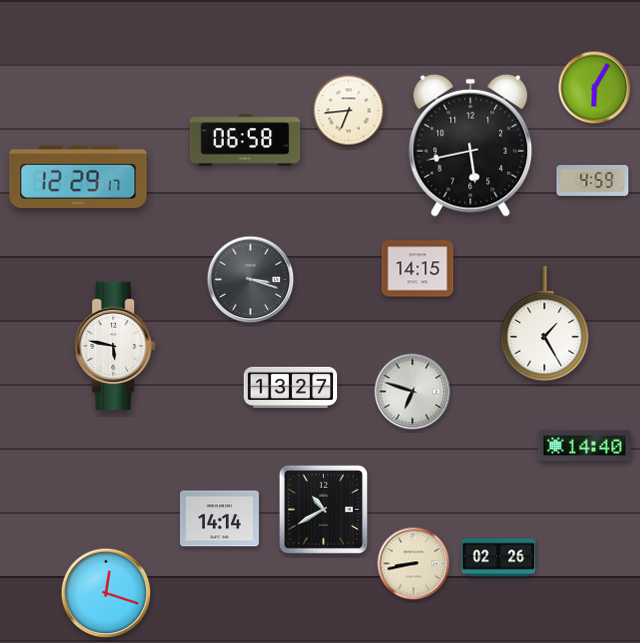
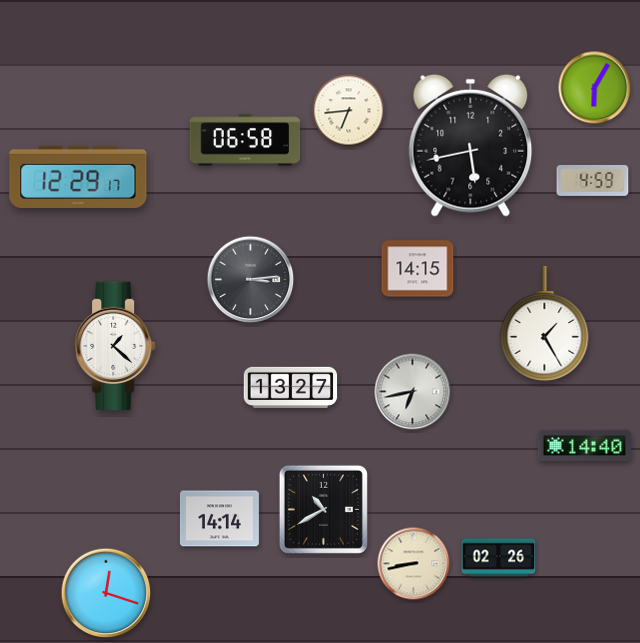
clock at (251, 280): 3:18 -> 3:14
clock at (115, 345): 5:47 -> 1:22
clock at (413, 392): 6:48 -> 6:43
